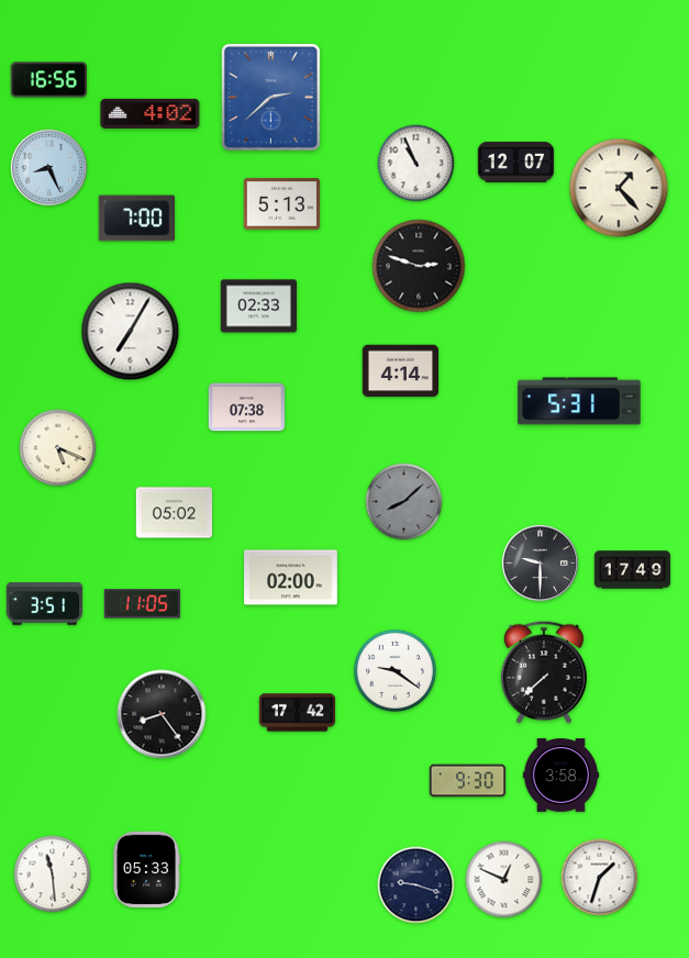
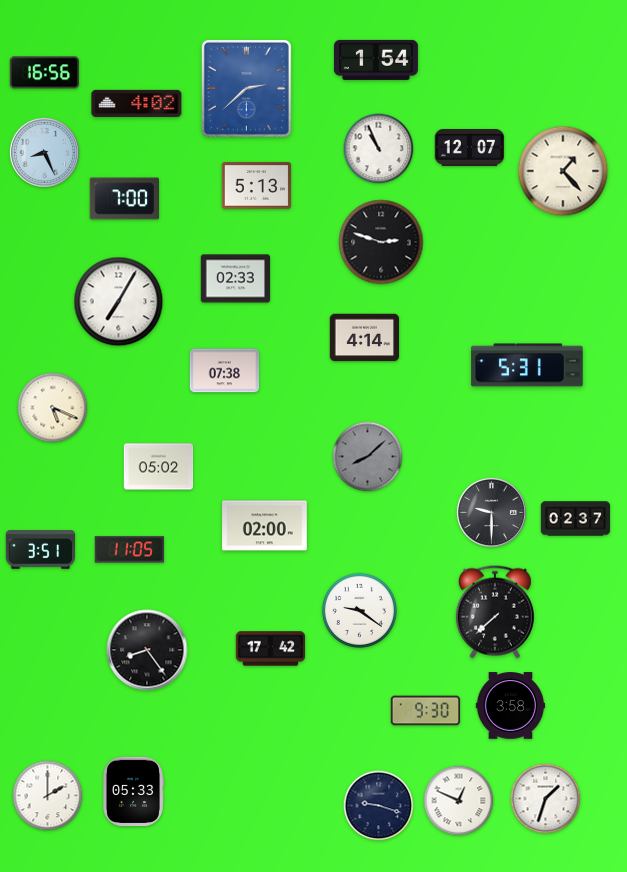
clock at (376, 60): none -> 1:54
clock at (633, 570): 17:49 -> 02:37
clock at (53, 875): 11:29 -> 2:00
